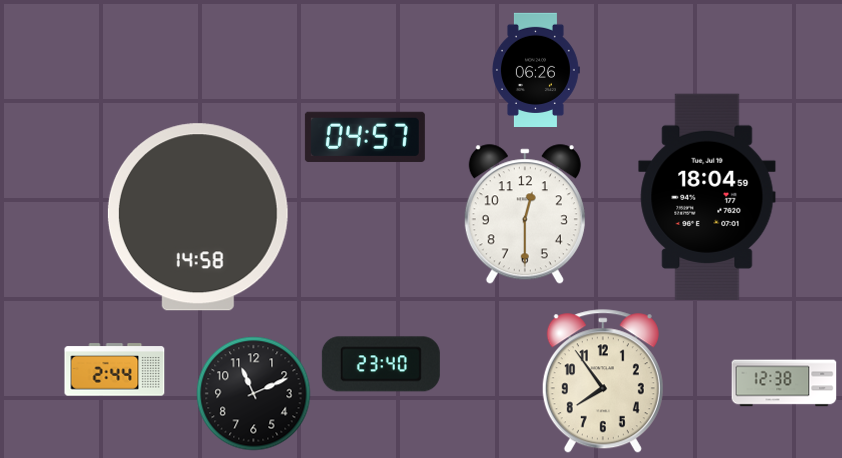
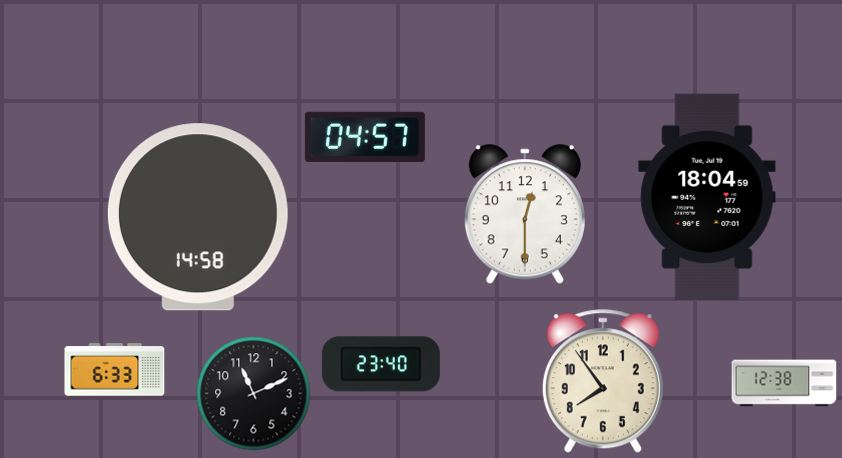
clock at (535, 69): 06:26 -> none
clock at (115, 370): 2:44 -> 6:33
